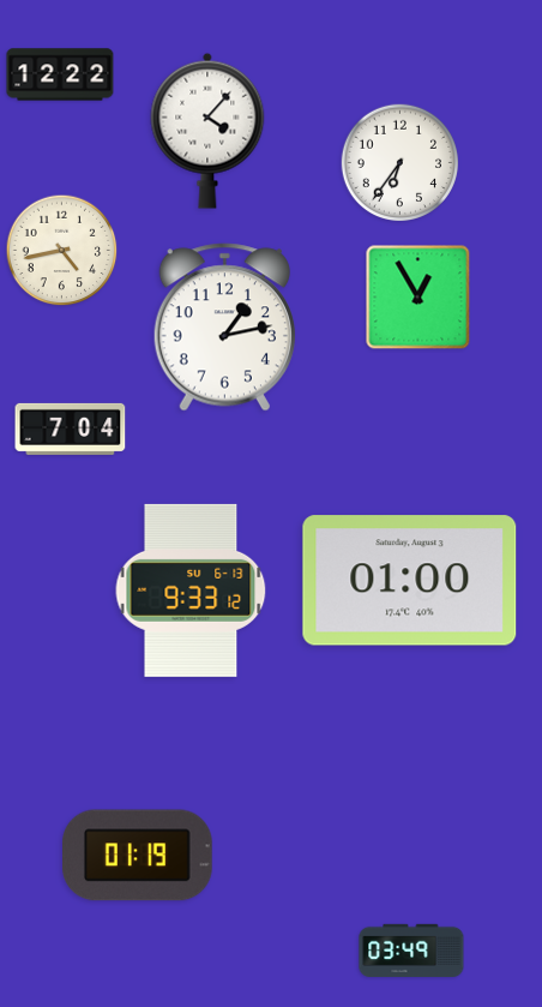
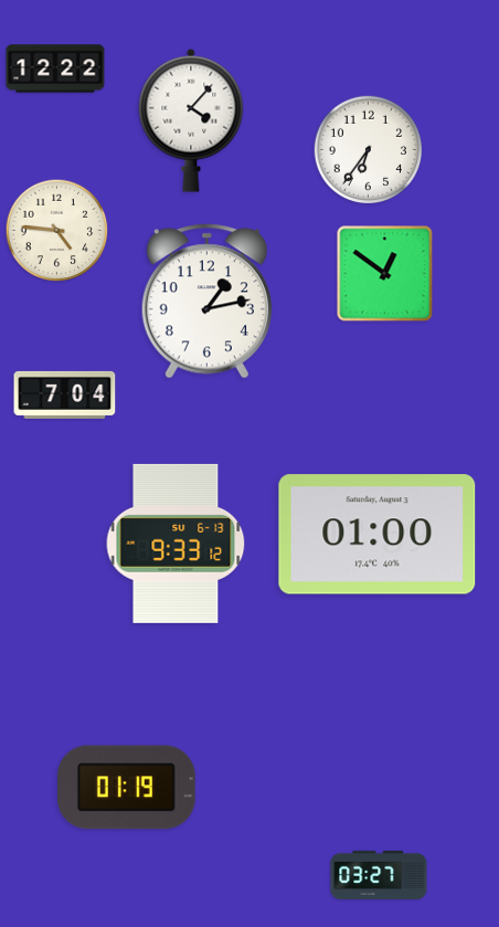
clock at (62, 251): 4:43 -> 4:46
clock at (418, 298): 12:55 -> 12:51
clock at (411, 951): 03:49 -> 03:27
